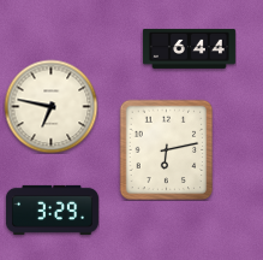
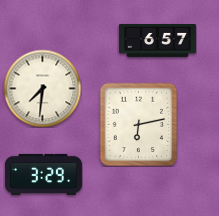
clock at (189, 48): 6:44 -> 6:57
clock at (50, 106): 6:47 -> 7:31
